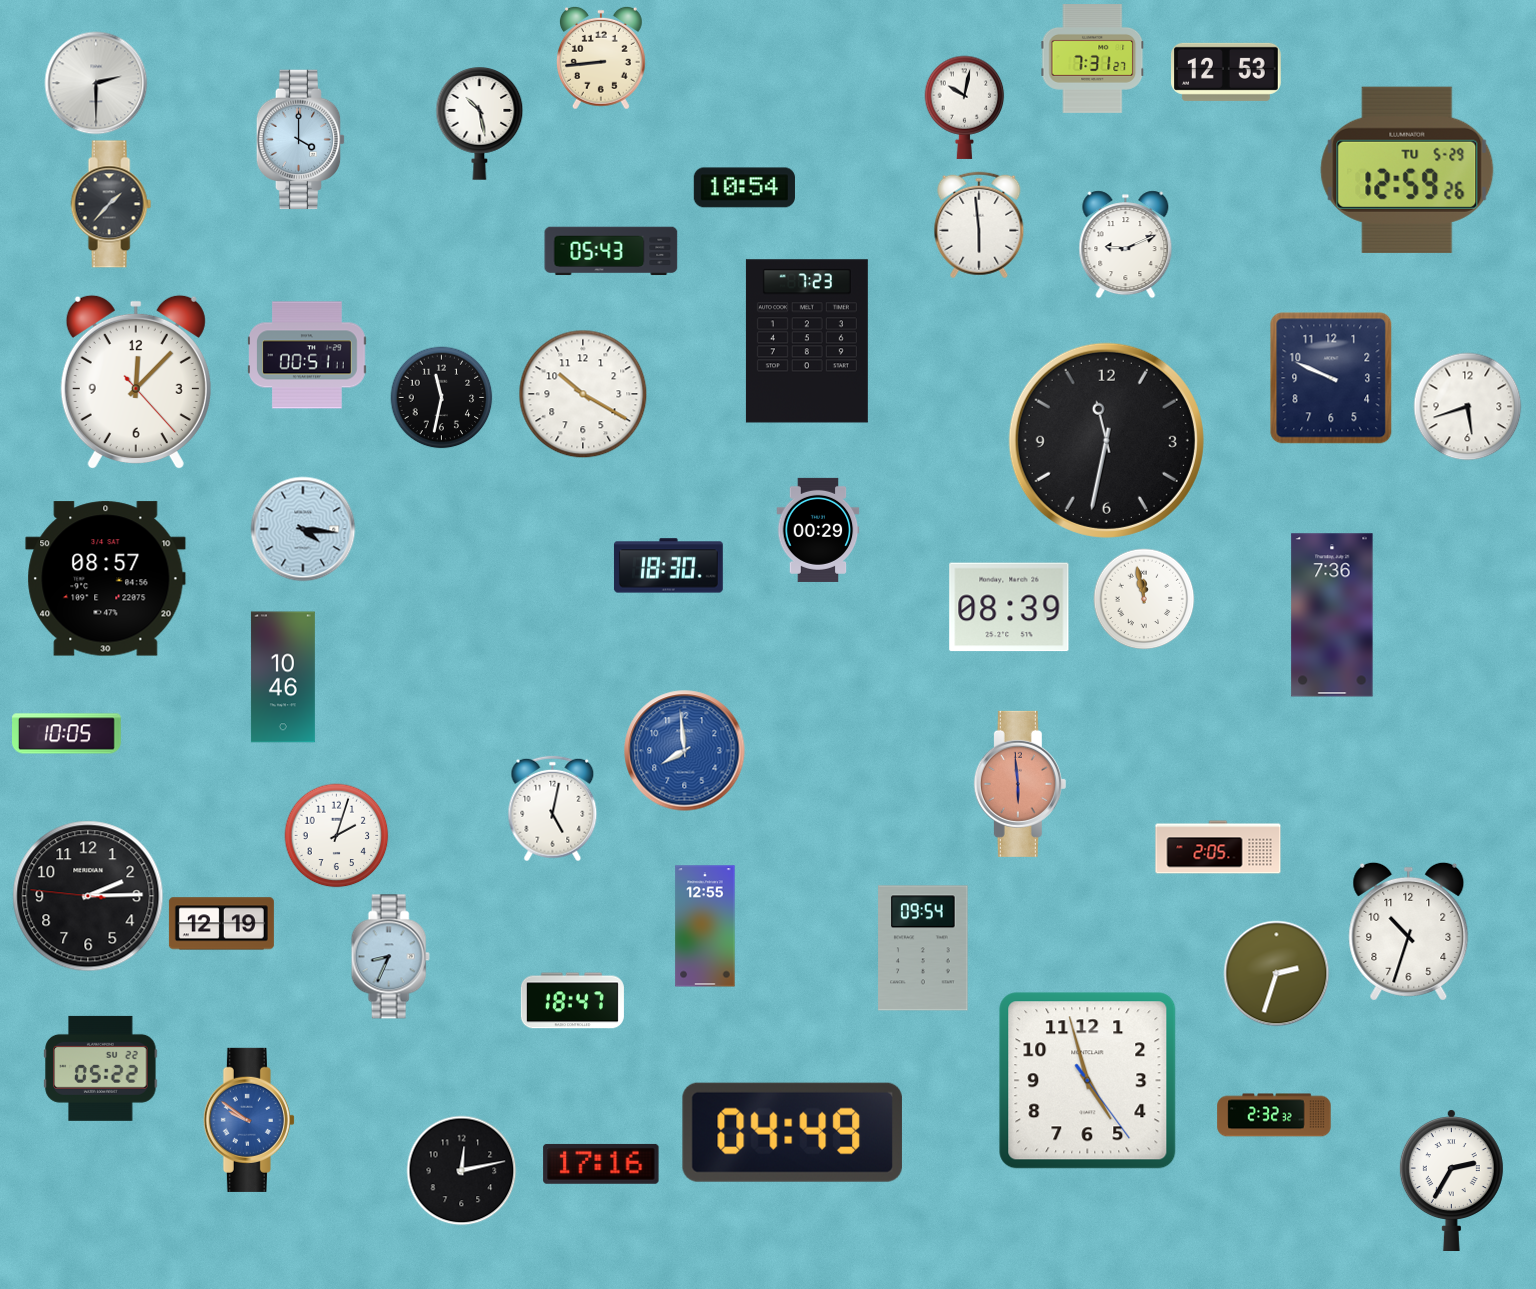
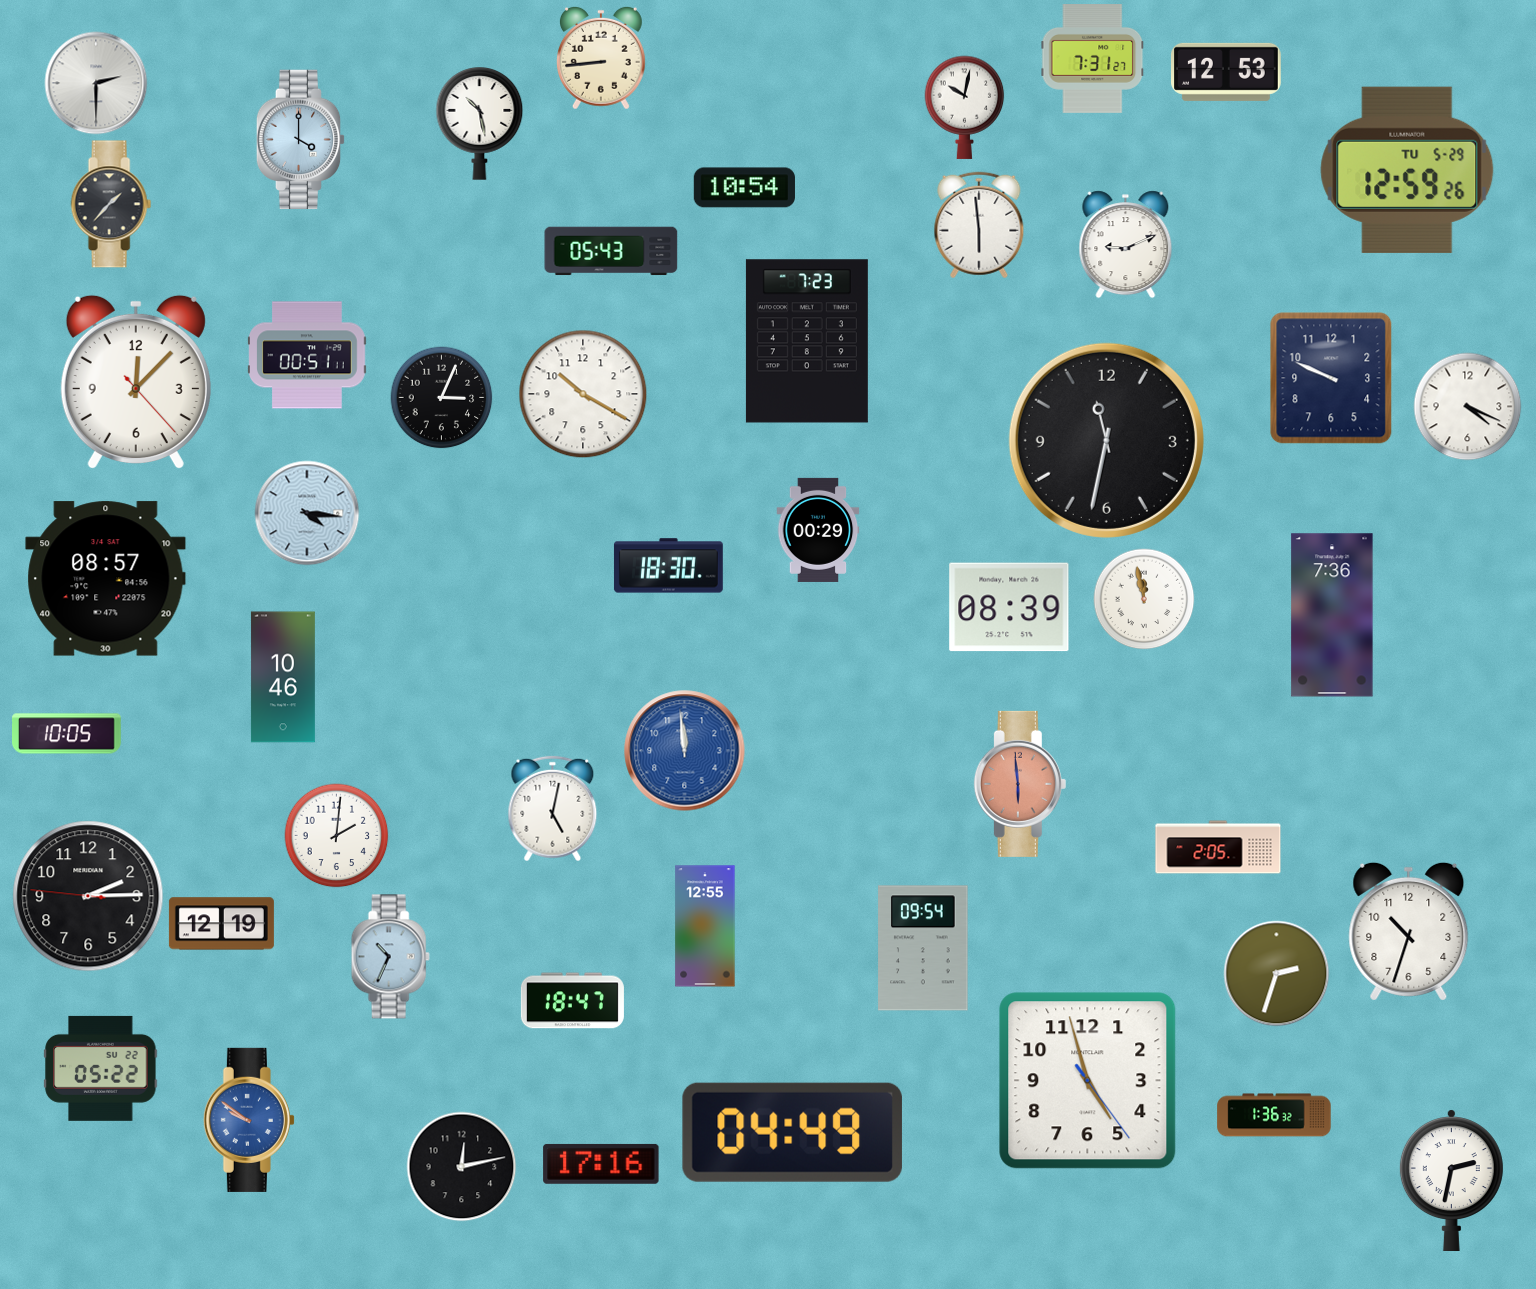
clock at (442, 398): 11:32 -> 3:04
clock at (1468, 407): 5:42 -> 4:19
clock at (303, 529) position: (303, 529) -> (307, 513)
clock at (685, 751): 7:59 -> 11:59
clock at (337, 836): 2:03 -> 2:01
clock at (390, 957): 8:34 -> 10:34
clock at (1274, 1115): 2:32 -> 1:36
clock at (462, 1171) position: (462, 1171) -> (462, 1167)
clock at (1451, 1180): 2:35 -> 2:32
